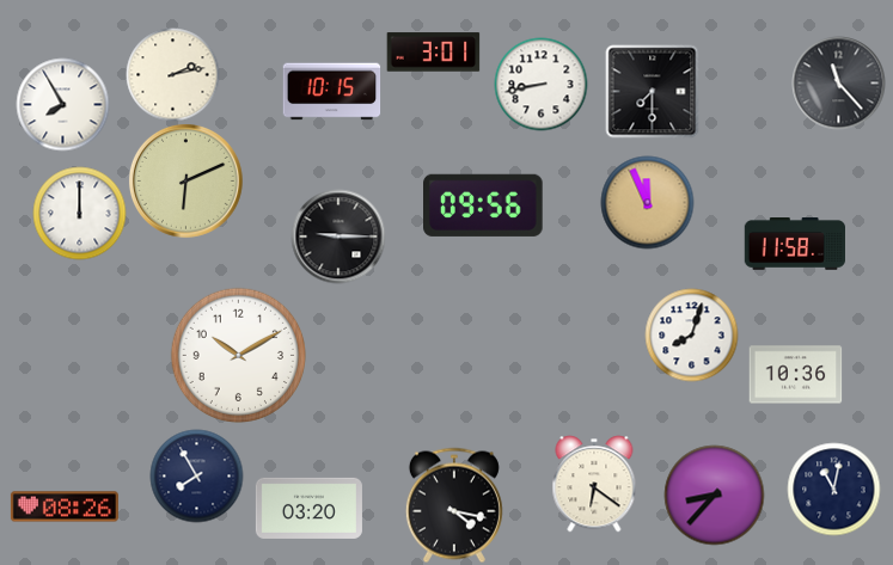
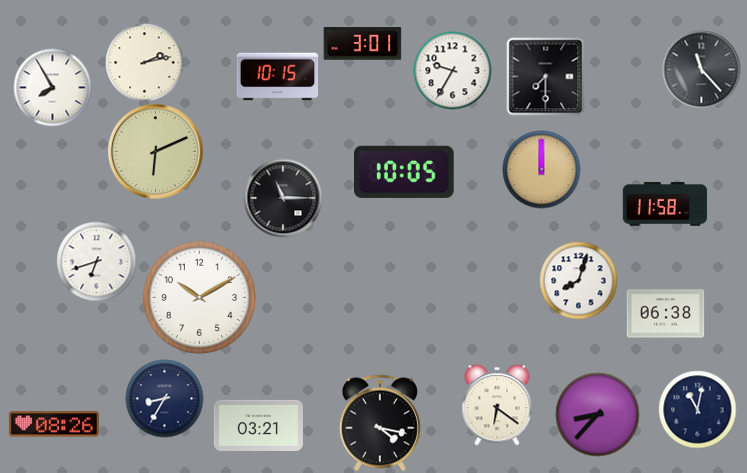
clock at (540, 84): 8:43 -> 9:35
clock at (647, 202): 11:56 -> 12:00
clock at (484, 205): 09:56 -> 10:05
clock at (79, 213): 12:00 -> none
clock at (338, 237): 9:15 -> 11:15
clock at (96, 261): none -> 6:42
clock at (795, 375): 10:36 -> 06:38
clock at (196, 475): 7:55 -> 8:35
clock at (308, 508): 03:20 -> 03:21
